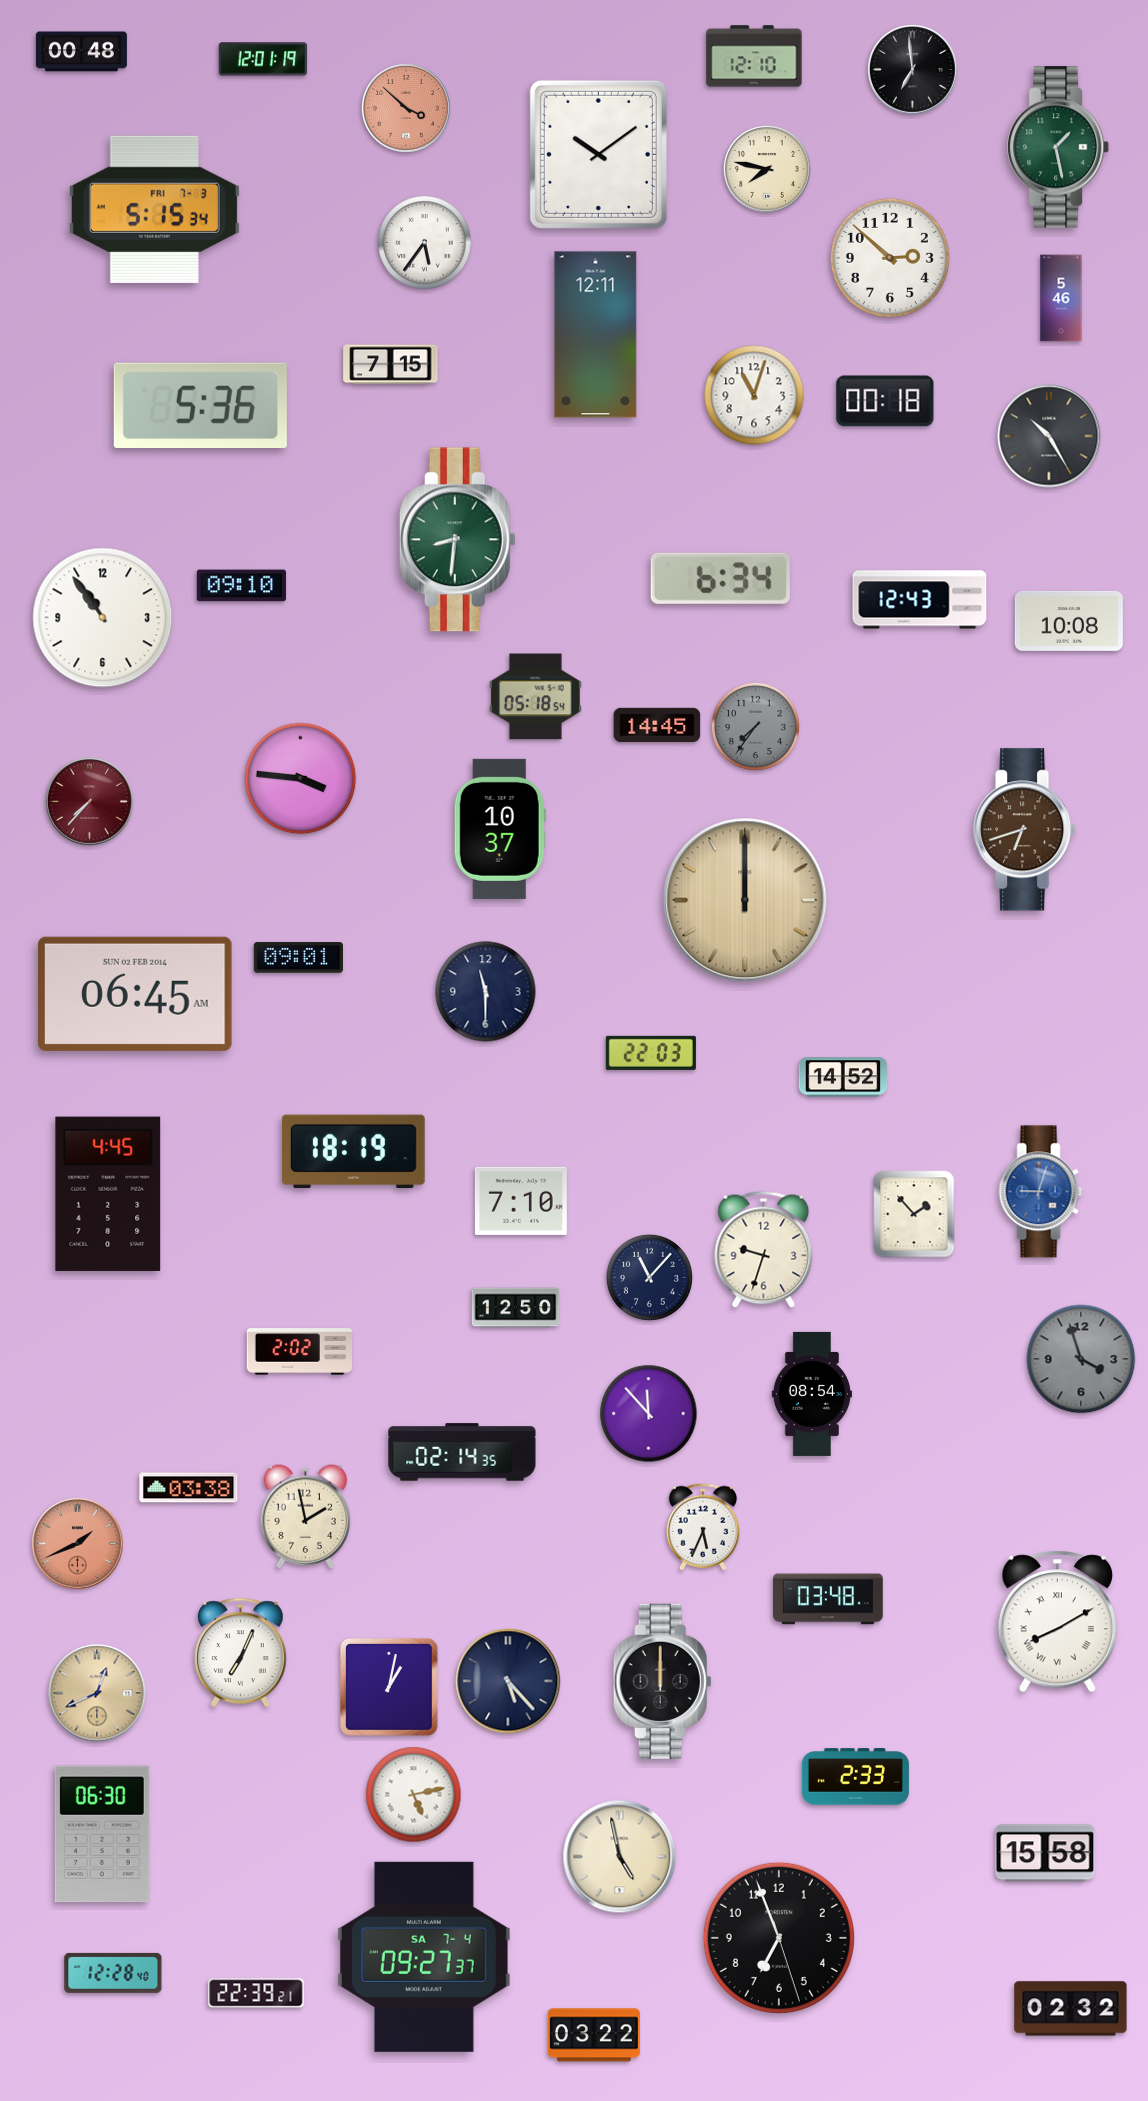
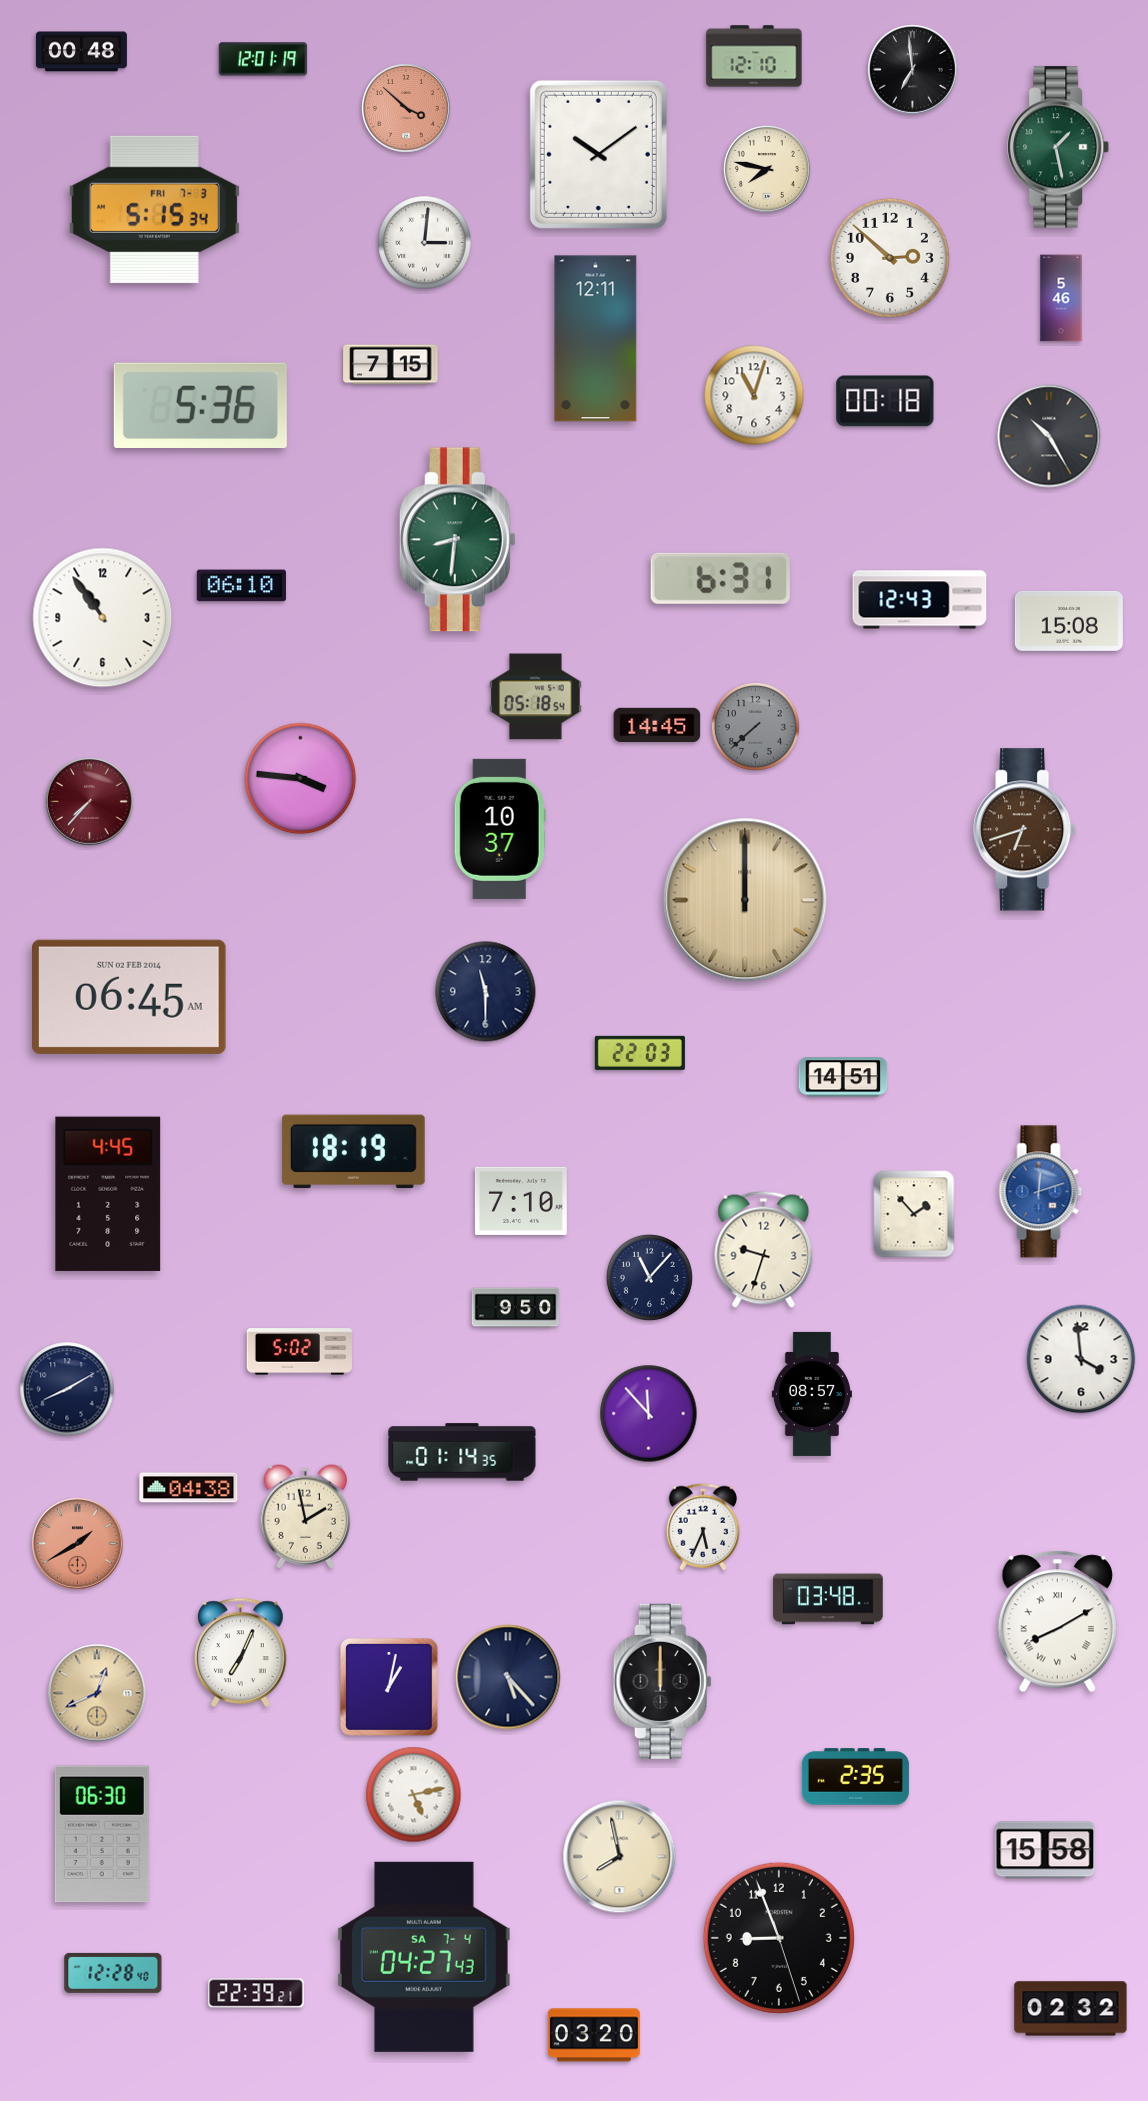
clock at (425, 243): 5:36 -> 3:01
clock at (596, 335) position: (596, 335) -> (596, 339)
clock at (720, 578): 6:34 -> 6:31
clock at (241, 586): 09:10 -> 06:10
clock at (1069, 621): 10:08 -> 15:08
clock at (755, 726): 7:36 -> 7:38
clock at (298, 958): 09:01 -> none
clock at (136, 994) position: (136, 994) -> (130, 997)
clock at (651, 1053) position: (651, 1053) -> (640, 1053)
clock at (843, 1077): 14:52 -> 14:51
clock at (1041, 1192): 9:03 -> 12:12
clock at (516, 1308): 12:50 -> 9:50
clock at (300, 1352): 2:02 -> 5:02
clock at (1081, 1359): 3:57 -> 3:59
clock at (1081, 1359) dial: grey -> white
clock at (67, 1389): none -> 8:10
clock at (812, 1394): 08:54 -> 08:57
clock at (462, 1452): 02:14 -> 01:14
clock at (189, 1488): 03:38 -> 04:38
clock at (78, 1544): 1:41 -> 1:40
clock at (508, 1681) position: (508, 1681) -> (508, 1677)
clock at (855, 1777): 2:33 -> 2:35
clock at (1045, 1853) position: (1045, 1853) -> (1045, 1850)
clock at (620, 1857): 4:58 -> 7:58
clock at (779, 1938): 6:56 -> 8:56
clock at (424, 1957): 09:27 -> 04:27
clock at (594, 2035): 03:22 -> 03:20
